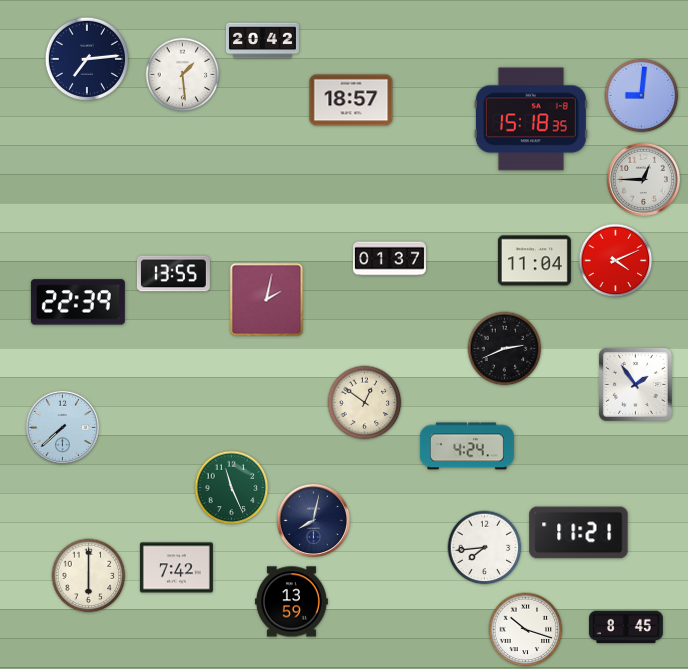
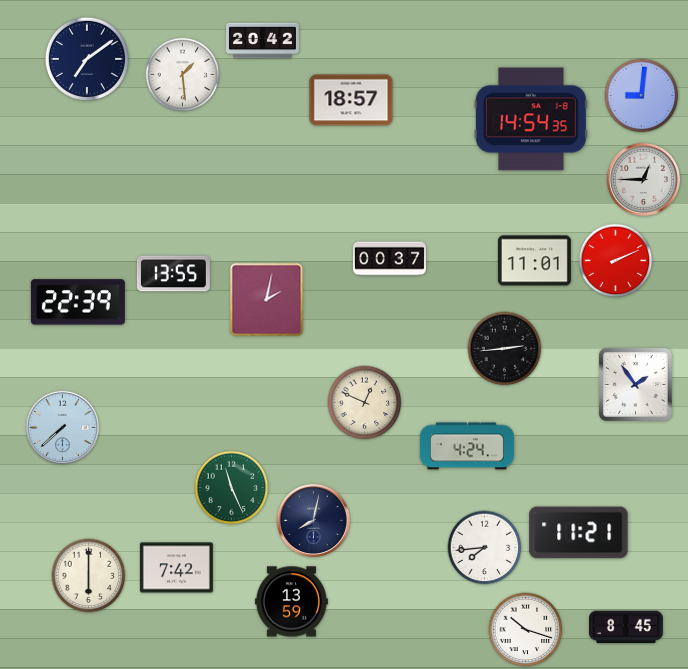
clock at (87, 59): 7:14 -> 7:09
clock at (531, 119): 15:18 -> 14:54
clock at (389, 259): 01:37 -> 00:37
clock at (534, 261): 11:04 -> 11:01
clock at (616, 261): 4:11 -> 2:11
clock at (505, 349): 2:41 -> 2:44
clock at (365, 403): 12:51 -> 12:49
